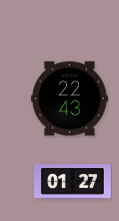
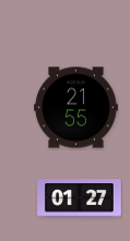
clock at (70, 99): 22:43 -> 21:55
